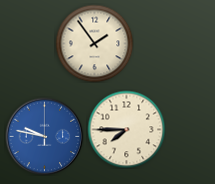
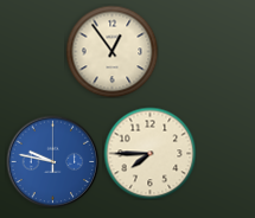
clock at (94, 43): 1:54 -> 12:54
